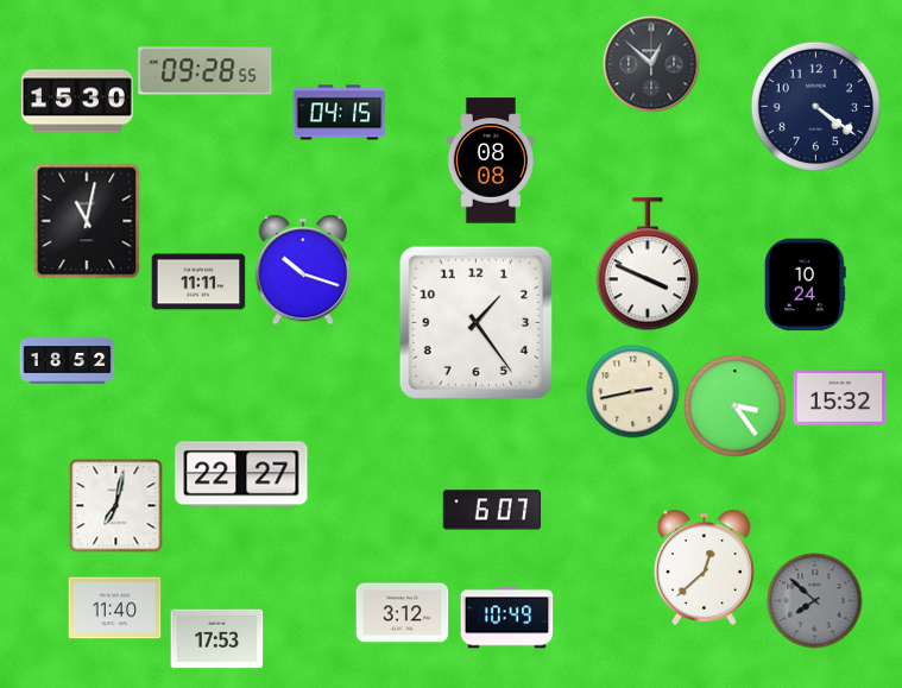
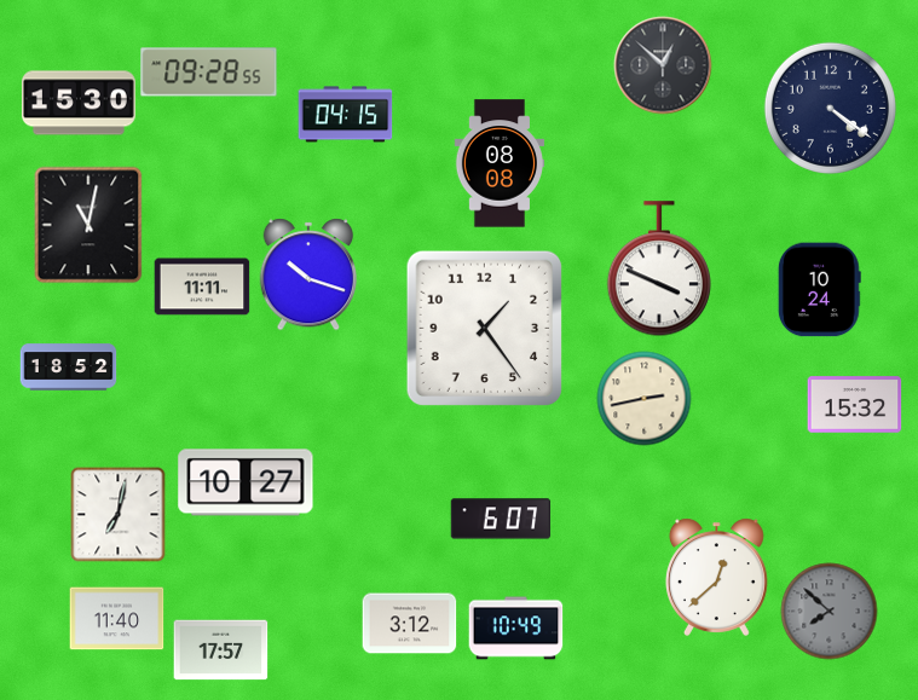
clock at (734, 405): 3:24 -> none
clock at (241, 474): 22:27 -> 10:27
clock at (216, 639): 17:53 -> 17:57
